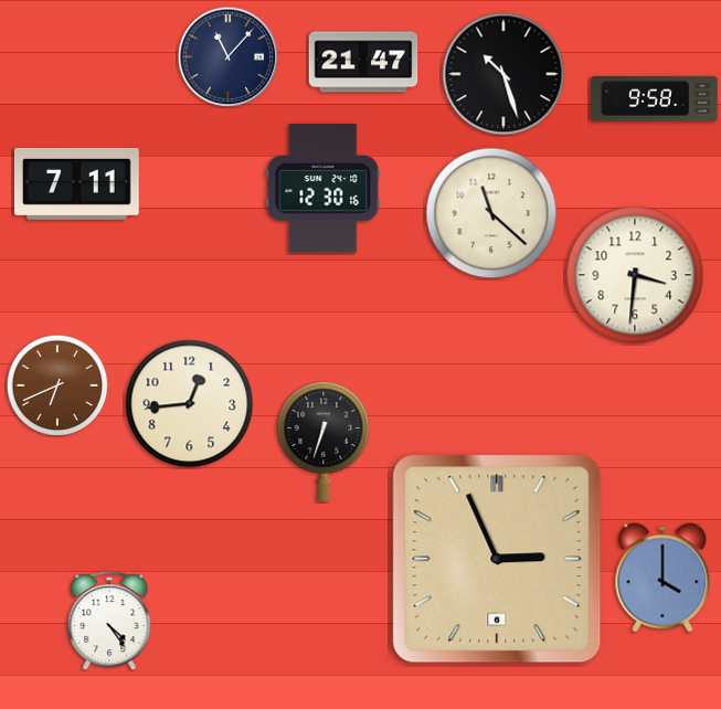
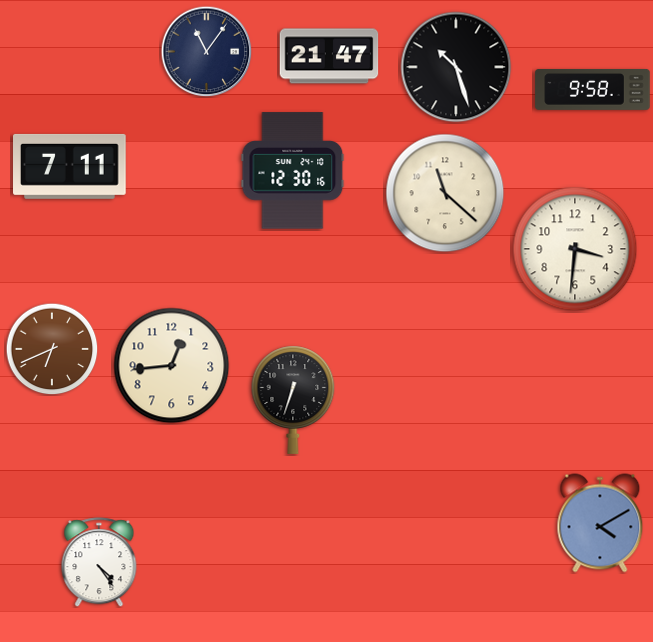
clock at (227, 56): 11:07 -> 11:06
clock at (497, 559): 2:56 -> none
clock at (662, 578): 4:00 -> 4:10
